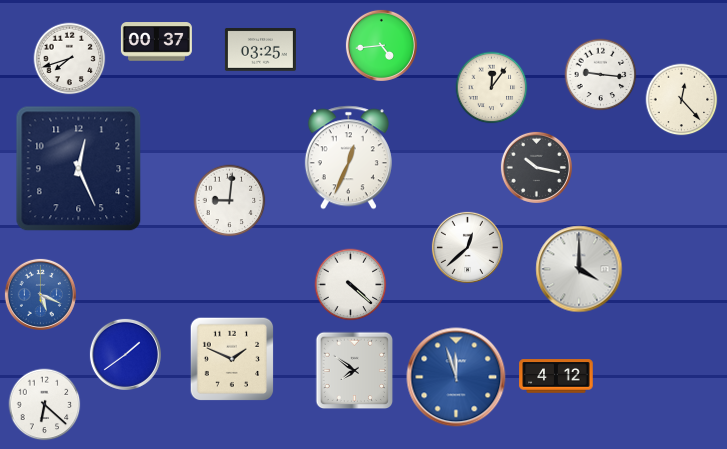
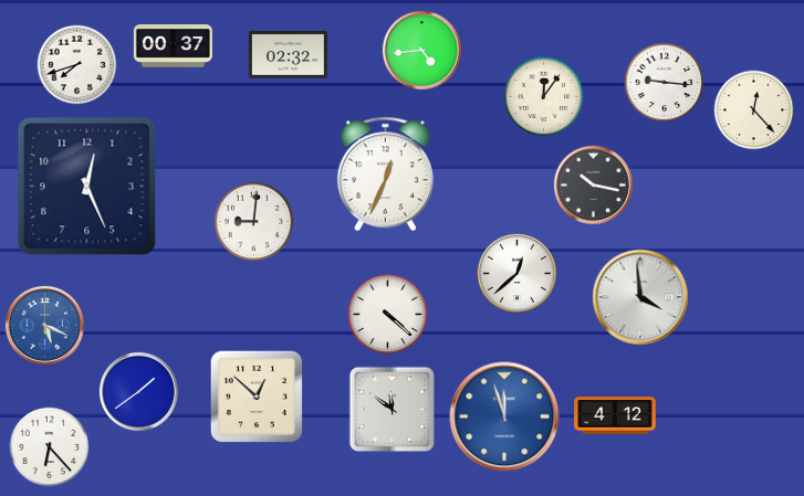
clock at (260, 50): 03:25 -> 02:32
clock at (579, 269): 4:00 -> 3:59
clock at (232, 359): 1:49 -> 12:52
clock at (355, 371): 7:51 -> 11:51
clock at (45, 405): 6:22 -> 6:23
